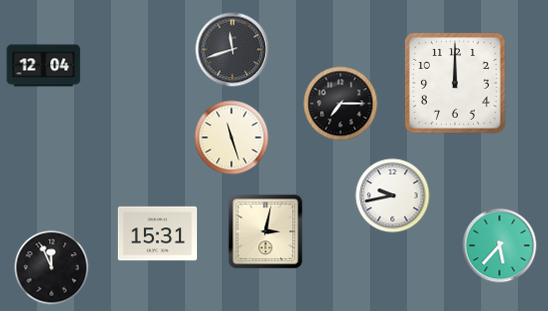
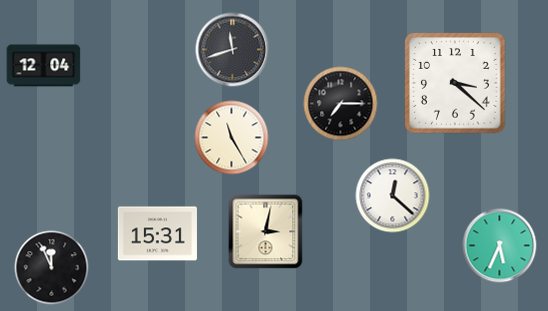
clock at (455, 83): 12:00 -> 3:22
clock at (232, 138): 11:27 -> 11:25
clock at (393, 196): 9:43 -> 12:22
clock at (500, 246): 5:37 -> 5:34
